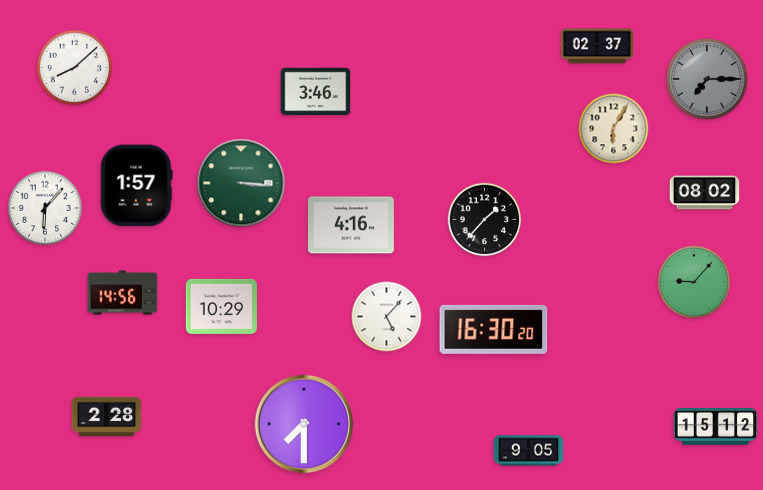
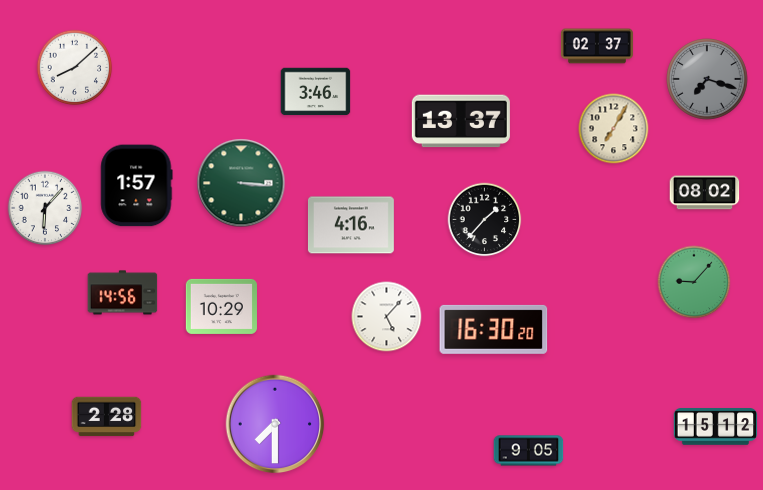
clock at (707, 79): 7:15 -> 7:18
clock at (461, 121): none -> 13:37
clock at (614, 129): 6:05 -> 7:05
clock at (304, 424) position: (304, 424) -> (275, 424)
